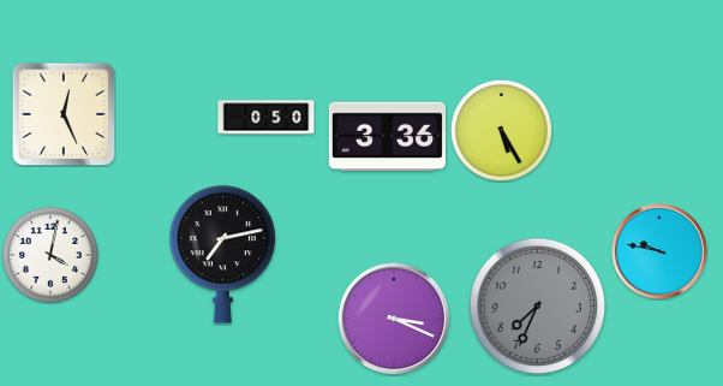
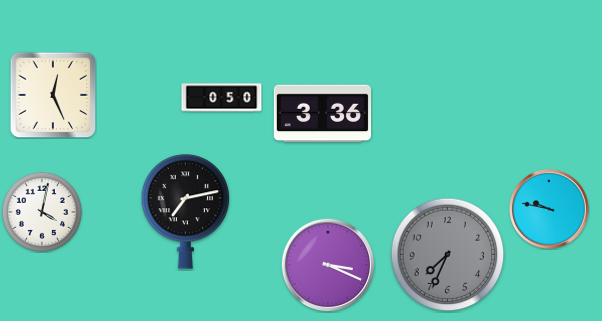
clock at (501, 130): 5:25 -> none
